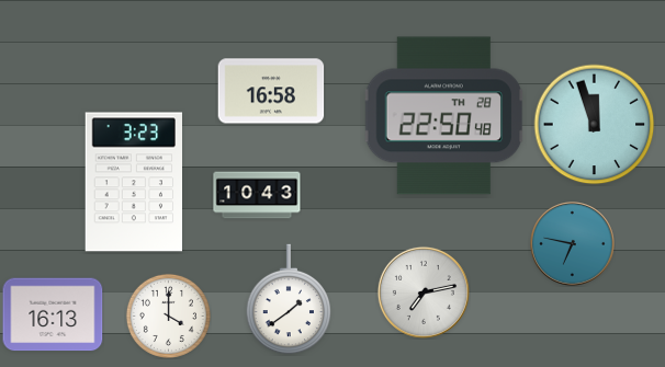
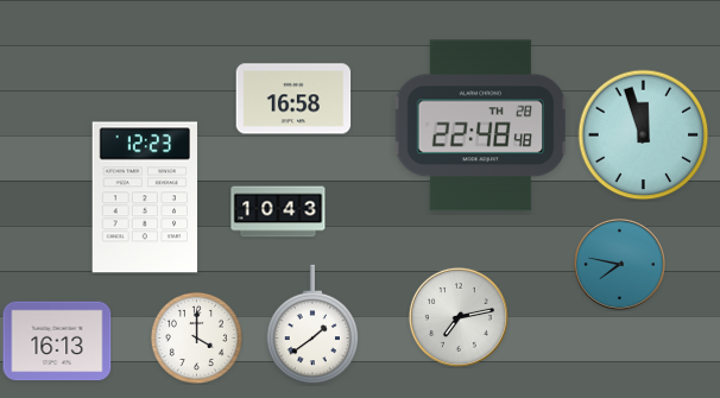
clock at (444, 116): 22:50 -> 22:48
clock at (133, 182): 3:23 -> 12:23
clock at (573, 244): 6:47 -> 7:47
clock at (168, 316) position: (168, 316) -> (196, 337)
